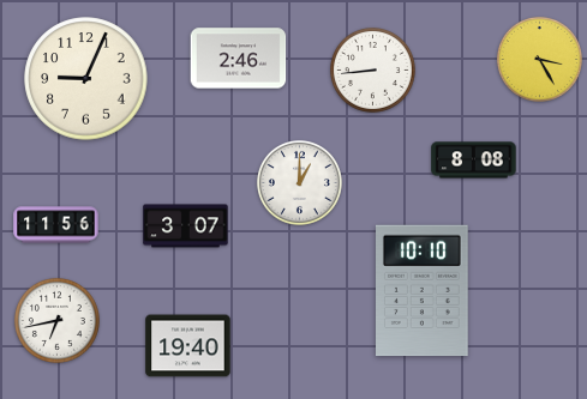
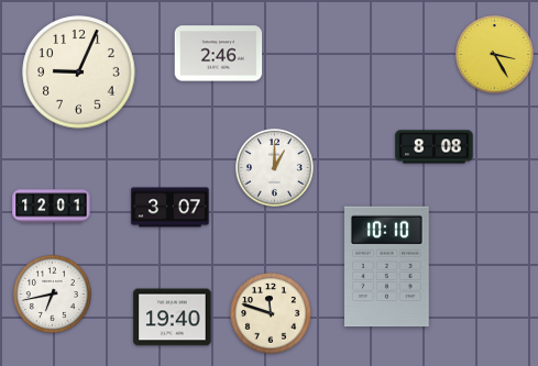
clock at (372, 69): 8:44 -> none
clock at (56, 225): 11:56 -> 12:01
clock at (271, 313): none -> 11:48
